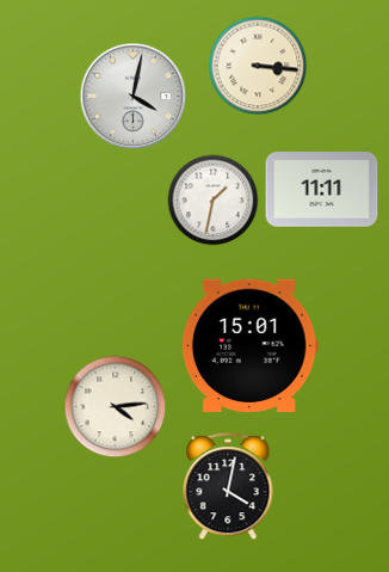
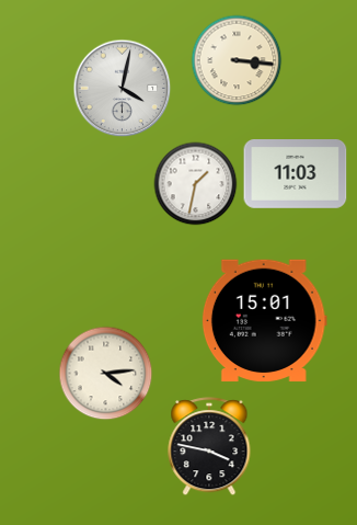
clock at (322, 190): 11:11 -> 11:03
clock at (249, 346) position: (249, 346) -> (264, 321)
clock at (228, 487): 4:02 -> 3:47
